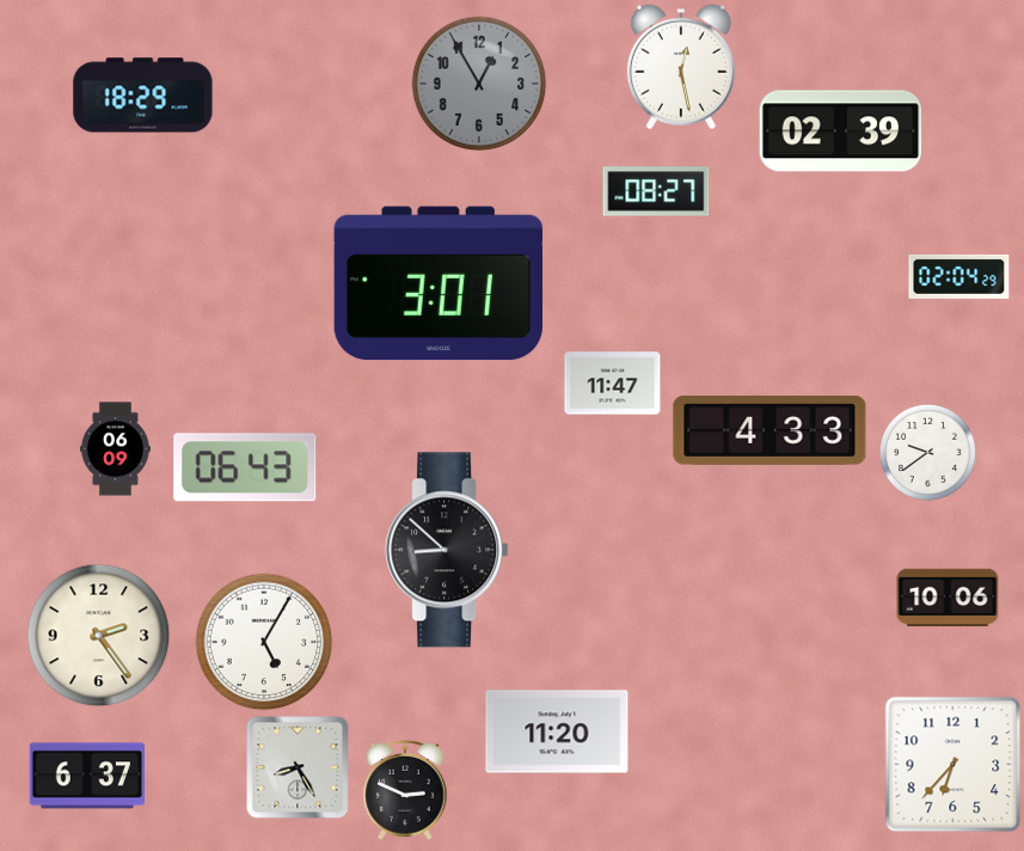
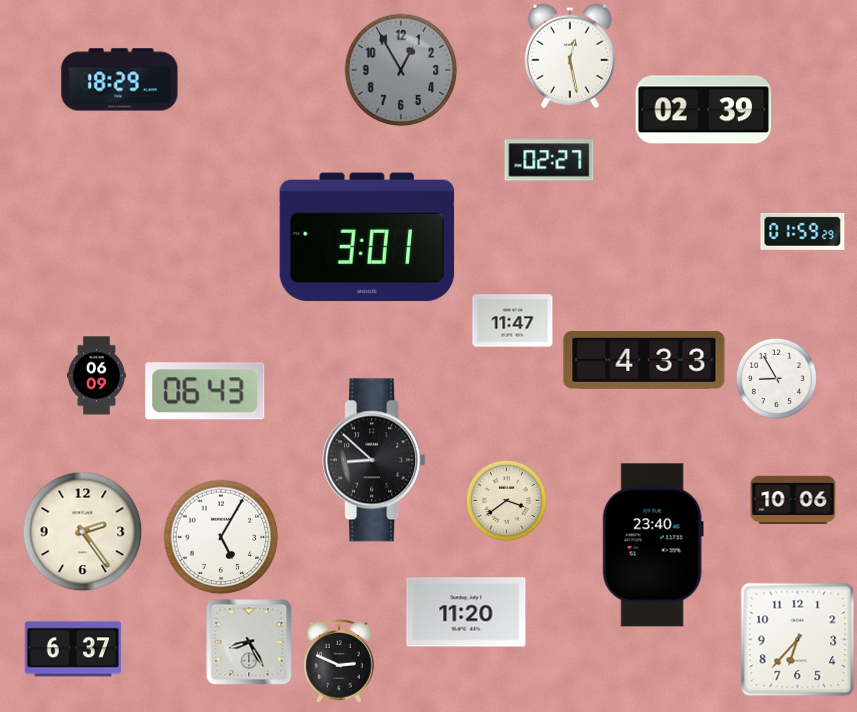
clock at (656, 191): 08:27 -> 02:27
clock at (959, 276): 02:04 -> 01:59
clock at (927, 452): 9:39 -> 8:55
clock at (506, 500): none -> 3:39
clock at (653, 545): none -> 23:40
